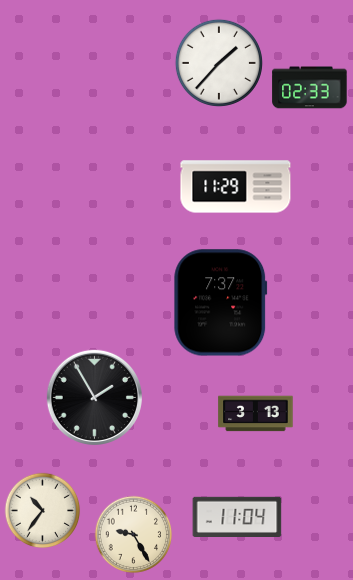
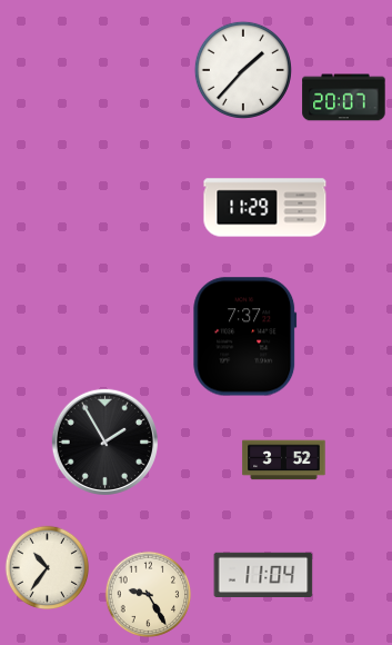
clock at (310, 88): 02:33 -> 20:07
clock at (236, 187) position: (236, 187) -> (265, 208)
clock at (256, 414): 3:13 -> 3:52
